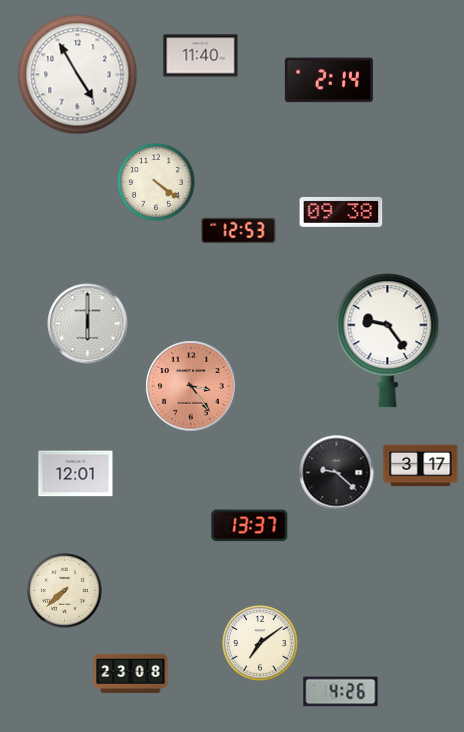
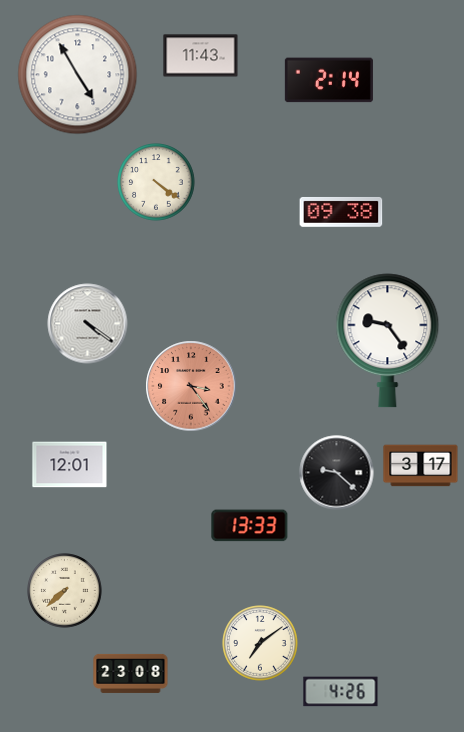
clock at (201, 56): 11:40 -> 11:43
clock at (239, 231): 12:53 -> none
clock at (88, 324): 6:00 -> 4:21
clock at (76, 474) position: (76, 474) -> (70, 465)
clock at (250, 526): 13:37 -> 13:33
